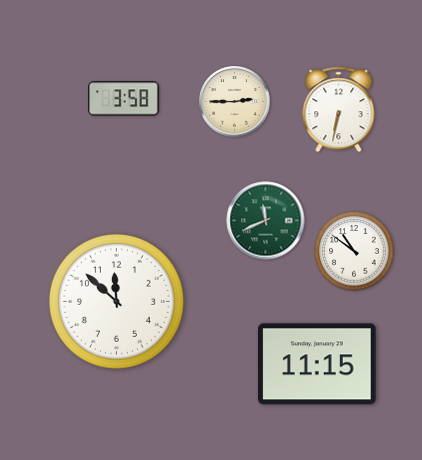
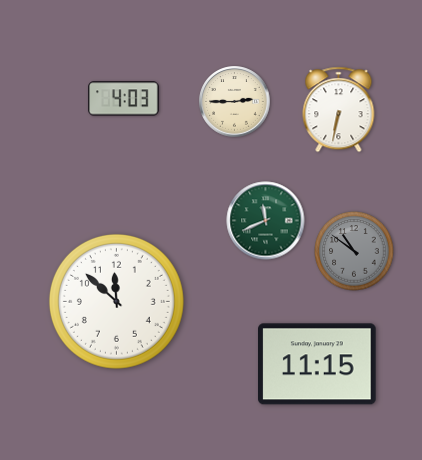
clock at (124, 99): 3:58 -> 4:03
clock at (354, 251) dial: white -> grey
